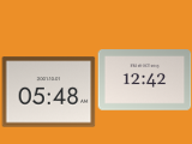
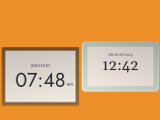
clock at (48, 92): 05:48 -> 07:48
